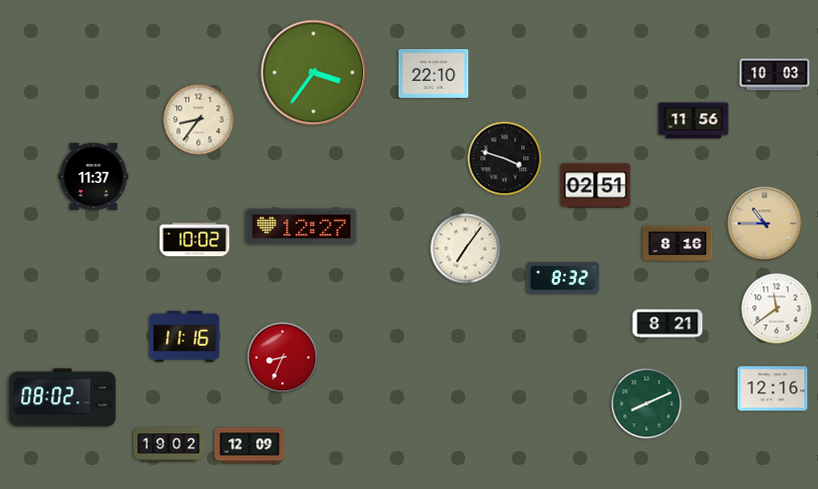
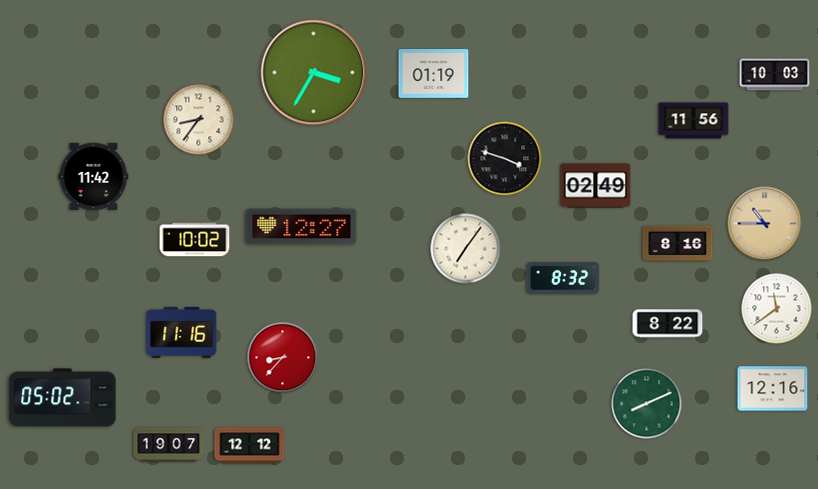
clock at (314, 73): 3:36 -> 3:35
clock at (434, 74): 22:10 -> 01:19
clock at (94, 176): 11:37 -> 11:42
clock at (596, 186): 02:51 -> 02:49
clock at (668, 324): 8:21 -> 8:22
clock at (185, 336) position: (185, 336) -> (182, 332)
clock at (283, 358): 8:34 -> 8:37
clock at (63, 398): 08:02 -> 05:02
clock at (169, 445): 19:02 -> 19:07
clock at (250, 446): 12:09 -> 12:12
